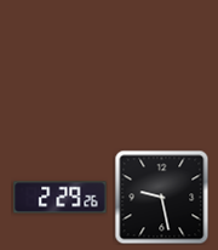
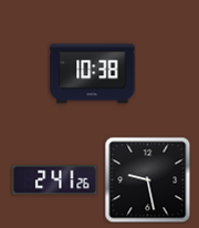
clock at (93, 74): none -> 10:38
clock at (61, 198): 2:29 -> 2:41
